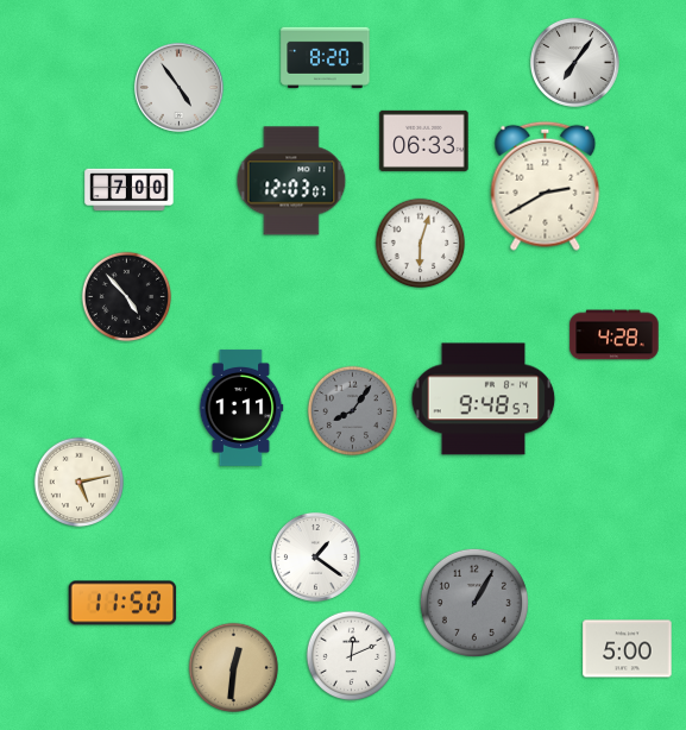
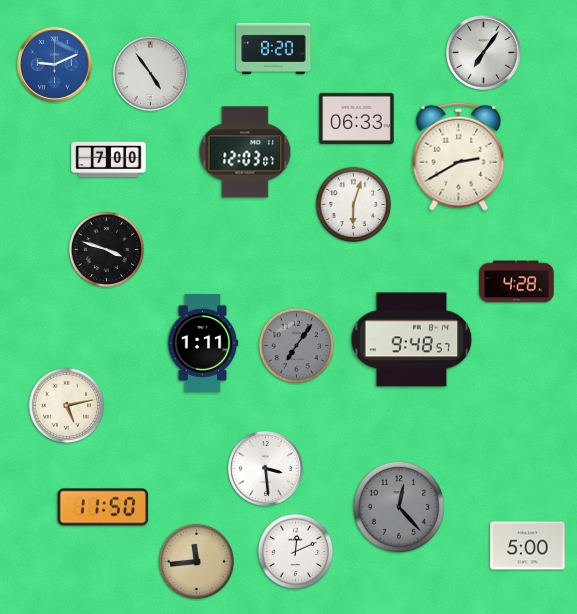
clock at (54, 64): none -> 9:11
clock at (127, 297): 4:53 -> 3:48
clock at (484, 399) position: (484, 399) -> (412, 340)
clock at (353, 411): 8:06 -> 7:06
clock at (315, 556): 1:21 -> 3:29
clock at (474, 603): 1:05 -> 12:23
clock at (234, 668): 12:31 -> 11:44
